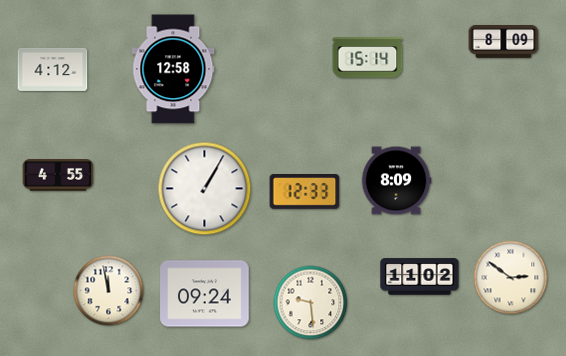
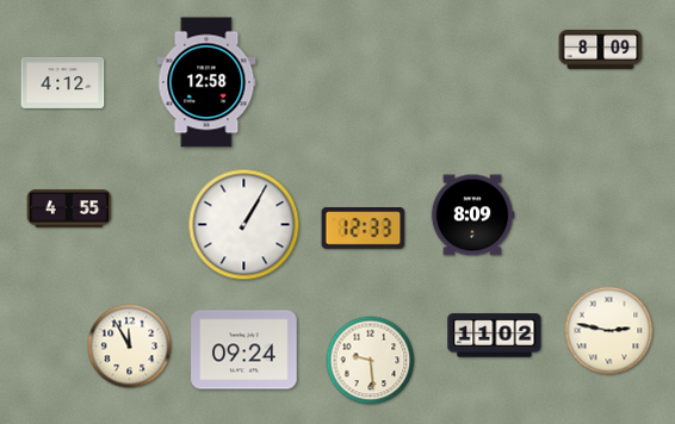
clock at (368, 58): 15:14 -> none
clock at (420, 277) position: (420, 277) -> (495, 336)
clock at (511, 278): 2:51 -> 2:47
clock at (109, 291): 11:58 -> 11:55
